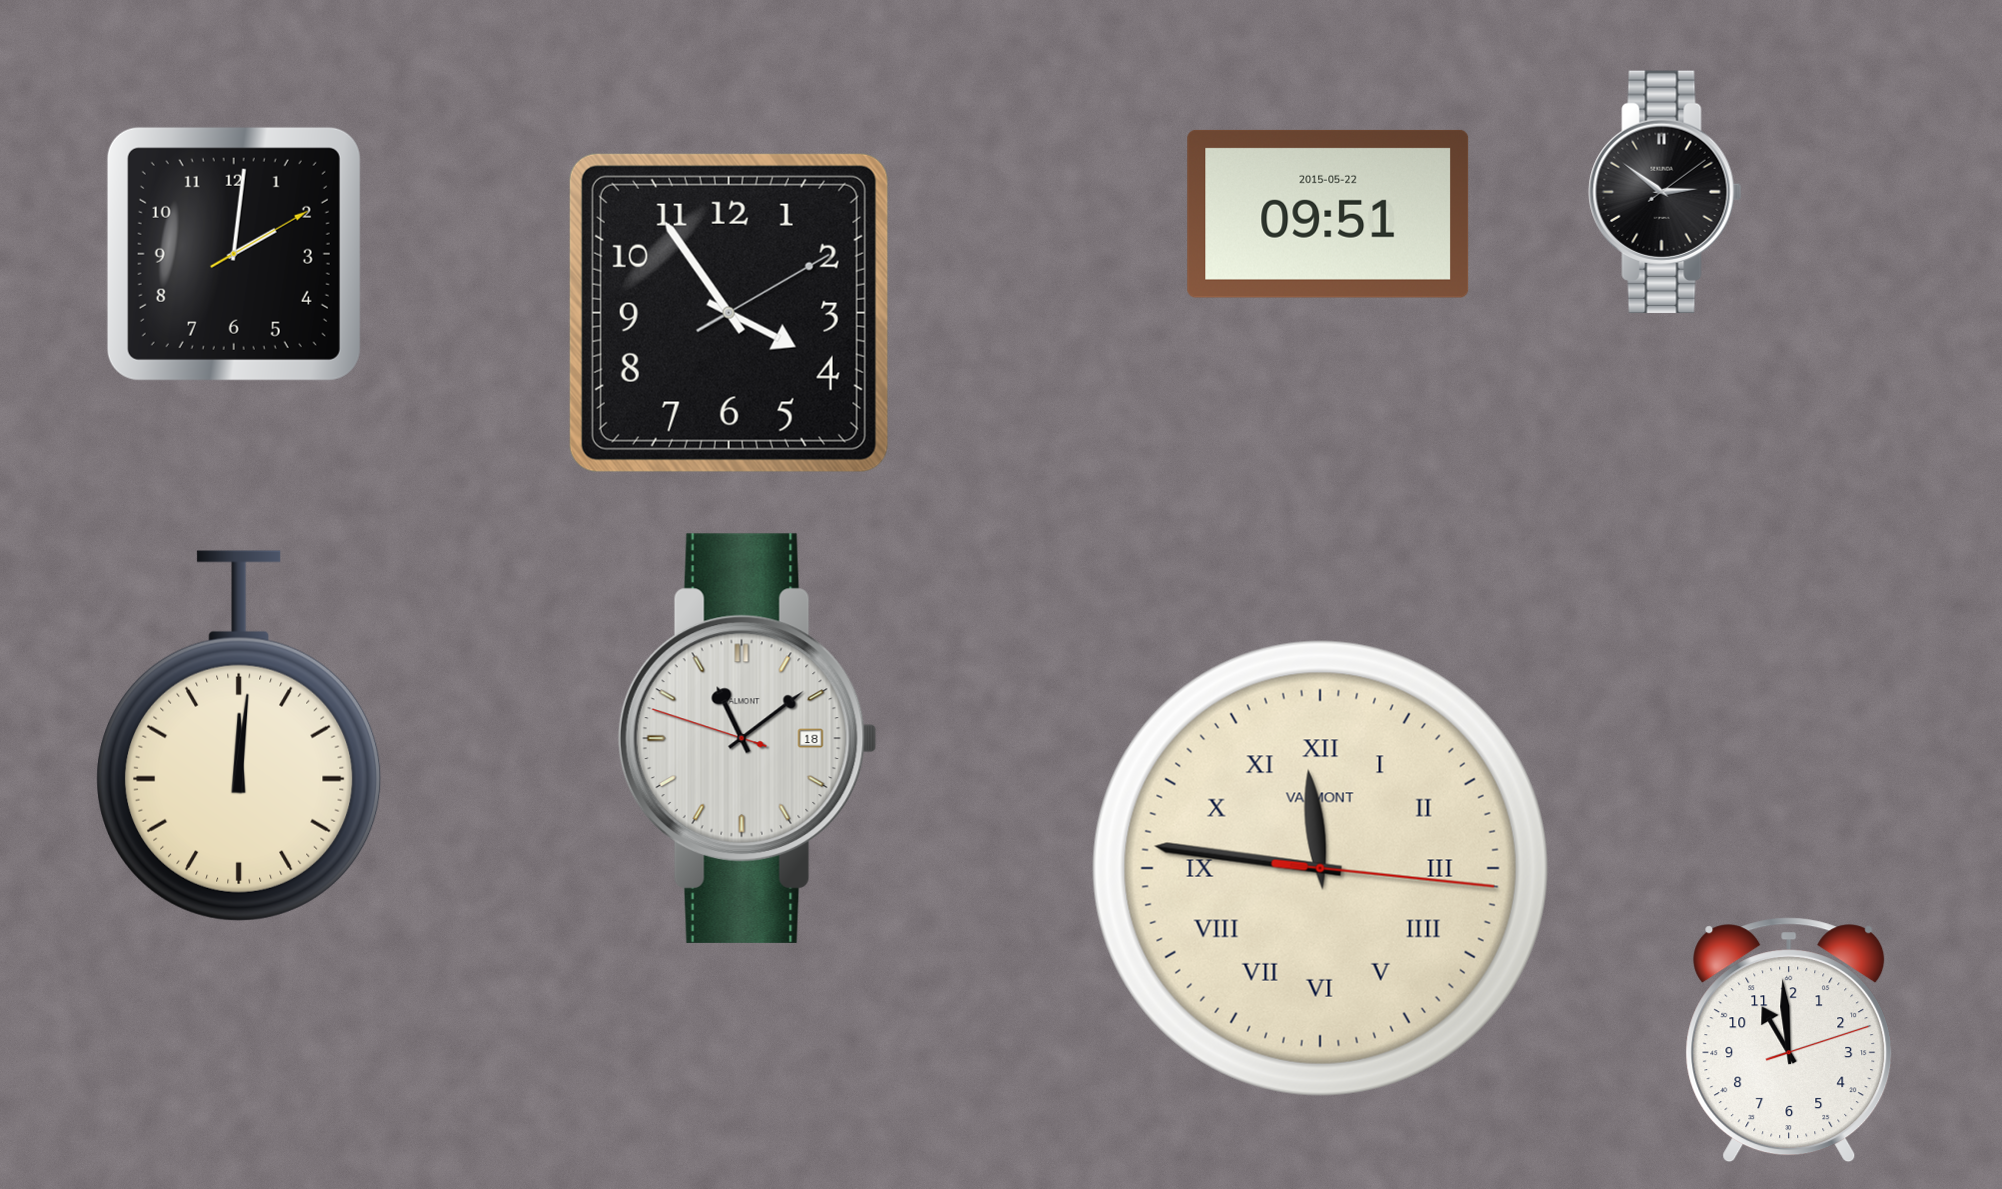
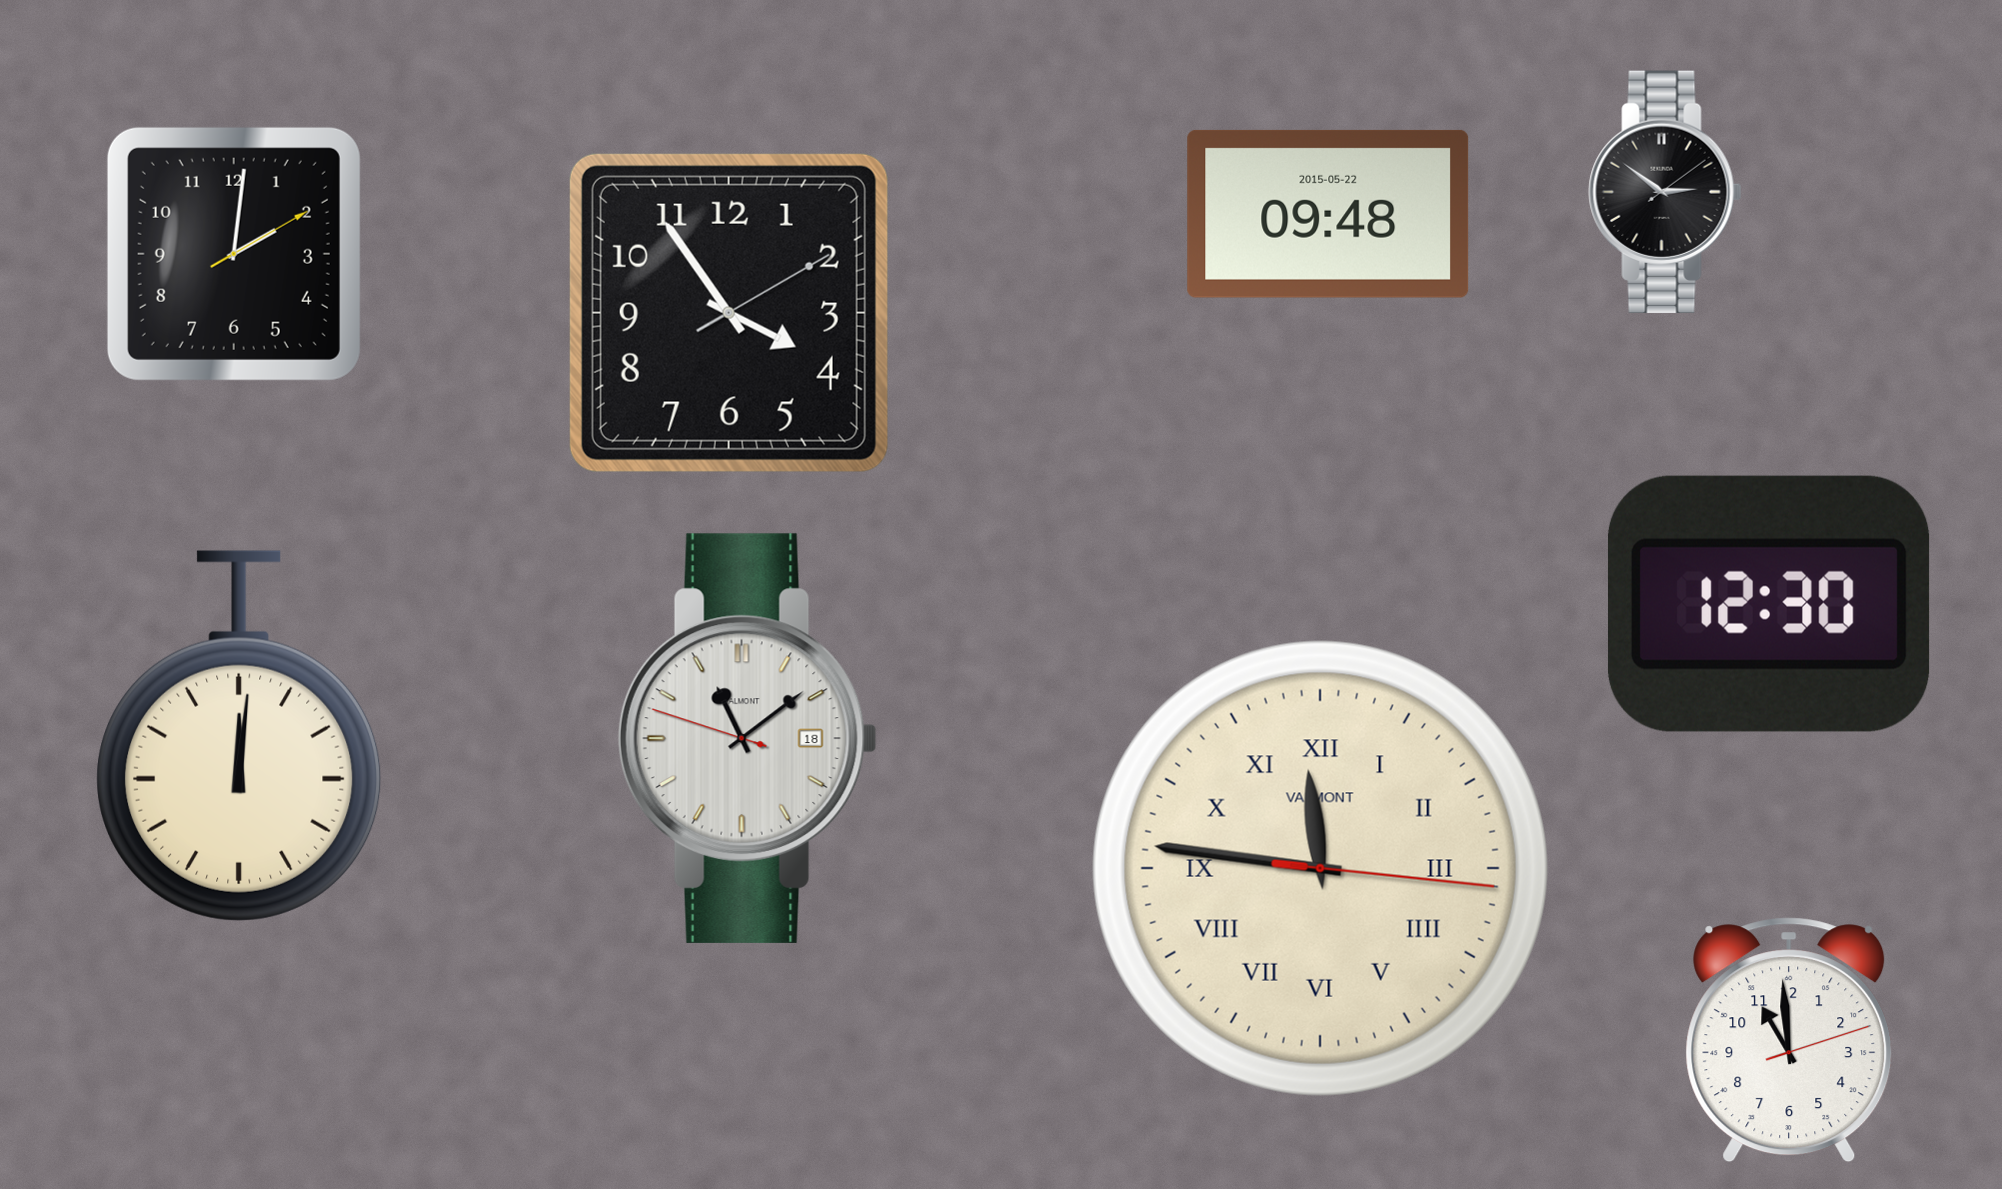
clock at (1328, 214): 09:51 -> 09:48
clock at (1769, 604): none -> 12:30
